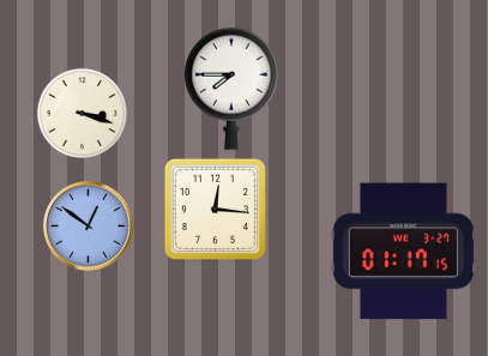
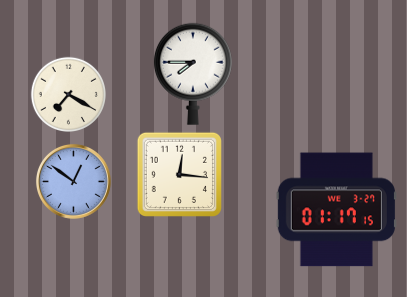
clock at (83, 114): 3:18 -> 7:20
clock at (88, 225) position: (88, 225) -> (73, 181)
